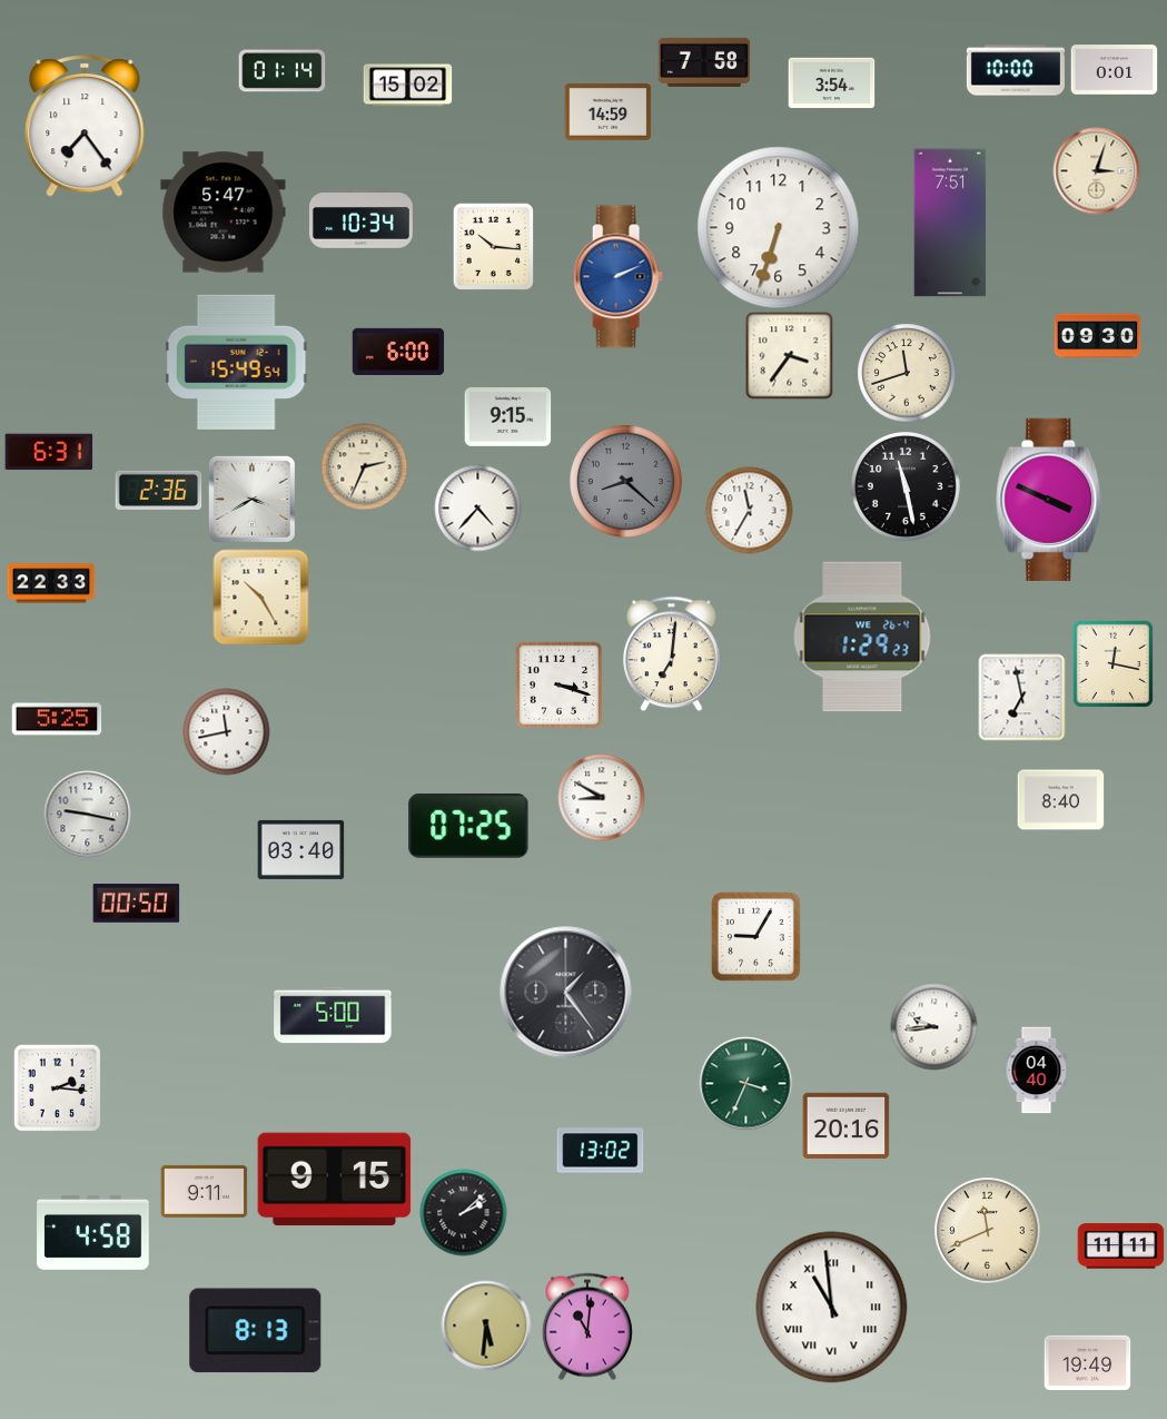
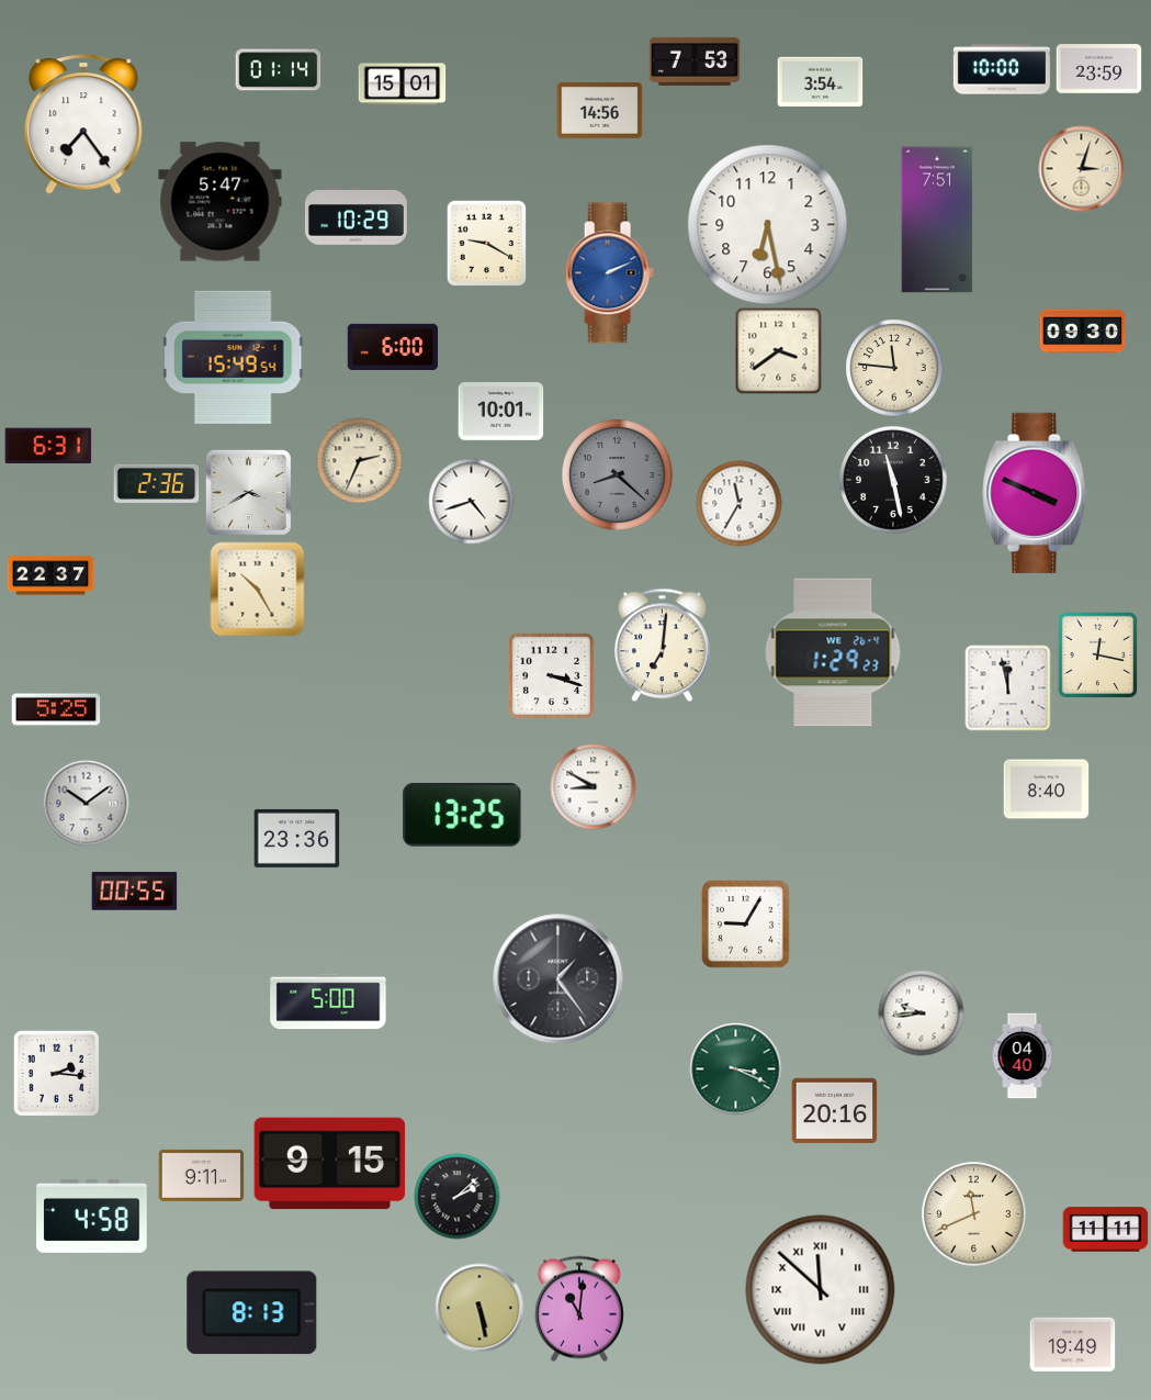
clock at (704, 62): 7:58 -> 7:53
clock at (1114, 70): 0:01 -> 23:59
clock at (407, 86): 15:02 -> 15:01
clock at (607, 112): 14:59 -> 14:56
clock at (224, 213) position: (224, 213) -> (221, 202)
clock at (360, 219): 10:34 -> 10:29
clock at (779, 228): 6:33 -> 6:28
clock at (494, 246): 10:16 -> 9:20
clock at (789, 355): 3:36 -> 3:39
clock at (907, 373): 11:42 -> 11:46
clock at (507, 417): 9:15 -> 10:01
clock at (477, 508): 4:37 -> 4:42
clock at (51, 583): 22:33 -> 22:37
clock at (862, 637) position: (862, 637) -> (833, 652)
clock at (1021, 697): 6:58 -> 11:58
clock at (226, 731): 11:43 -> none
clock at (87, 814): 9:17 -> 10:09
clock at (468, 826): 07:25 -> 13:25
clock at (300, 849): 03:40 -> 23:36
clock at (136, 904): 00:50 -> 00:55
clock at (745, 1083): 3:34 -> 3:19
clock at (600, 1151): 13:02 -> none
clock at (832, 1308): 10:59 -> 11:52
clock at (486, 1326): 5:31 -> 5:28
